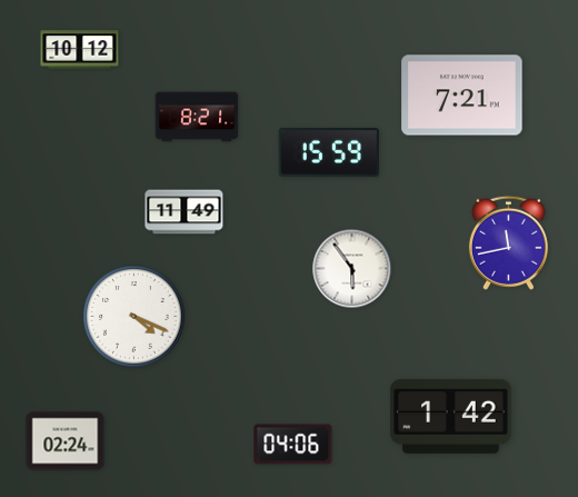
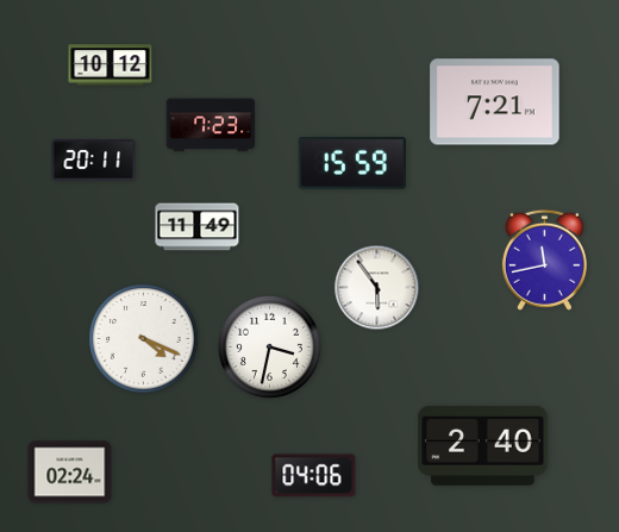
clock at (80, 50) position: (80, 50) -> (111, 65)
clock at (197, 117): 8:21 -> 7:23
clock at (94, 161): none -> 20:11
clock at (269, 346): none -> 3:32
clock at (451, 416): 1:42 -> 2:40
